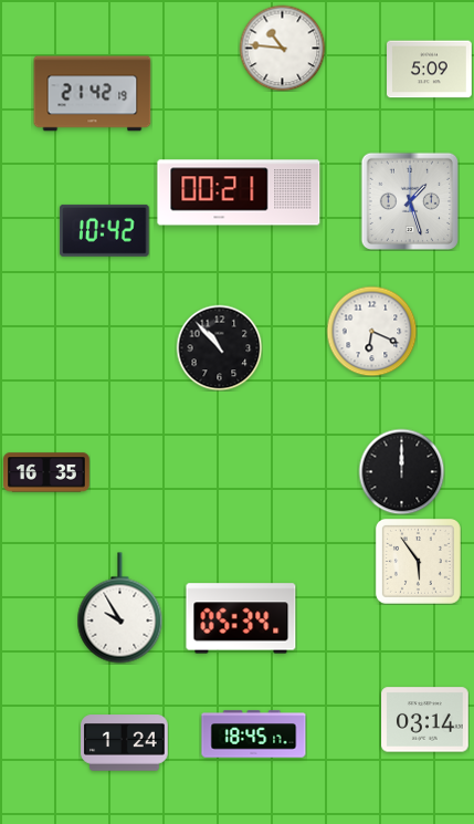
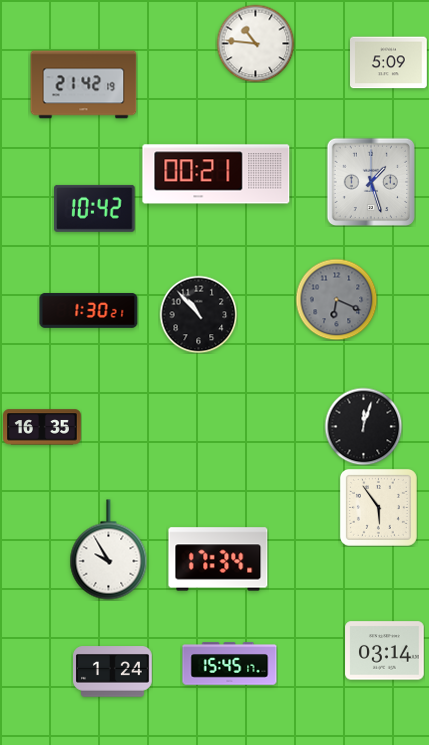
clock at (371, 331) dial: white -> grey
clock at (89, 311): none -> 1:30
clock at (401, 471): 12:00 -> 12:03
clock at (241, 618): 05:34 -> 17:34
clock at (254, 734): 18:45 -> 15:45
